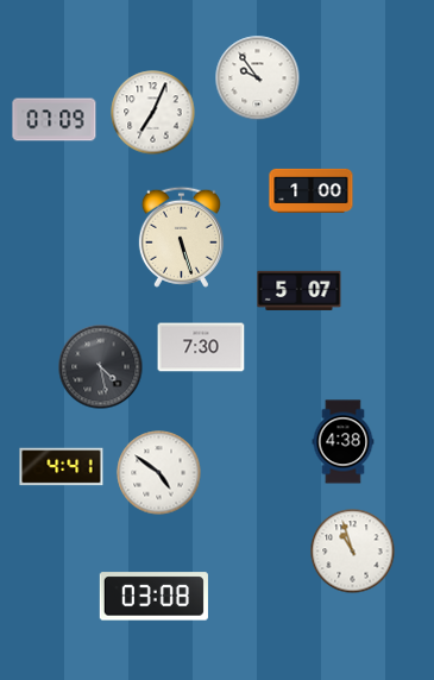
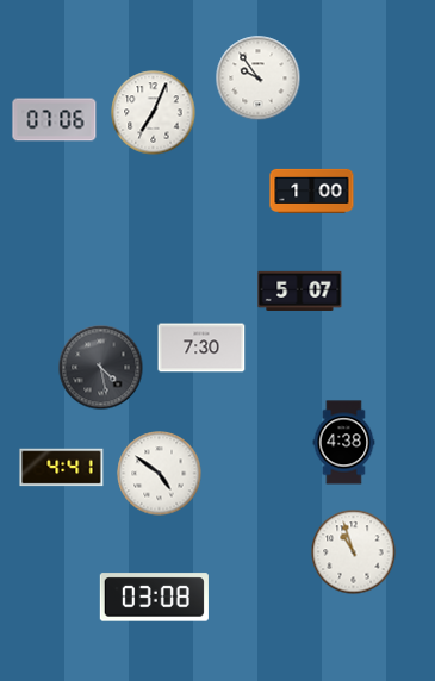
clock at (55, 120): 07:09 -> 07:06
clock at (181, 237): 5:27 -> none
